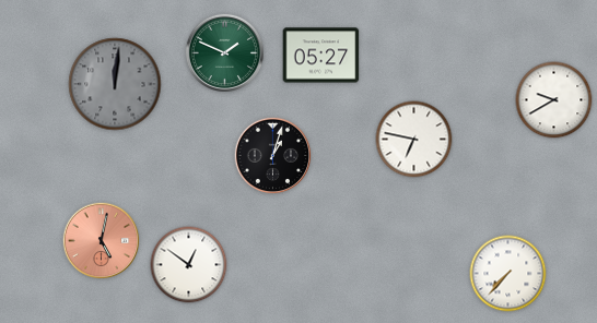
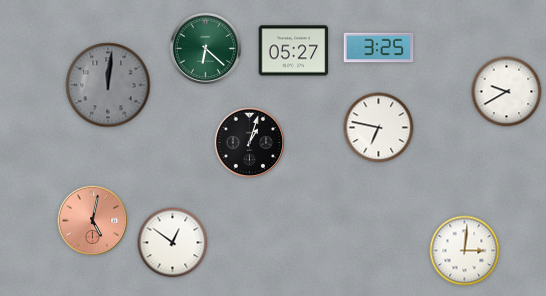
clock at (224, 52): 1:49 -> 6:22
clock at (379, 48): none -> 3:25
clock at (115, 84) position: (115, 84) -> (108, 85)
clock at (508, 274): 7:37 -> 3:01
